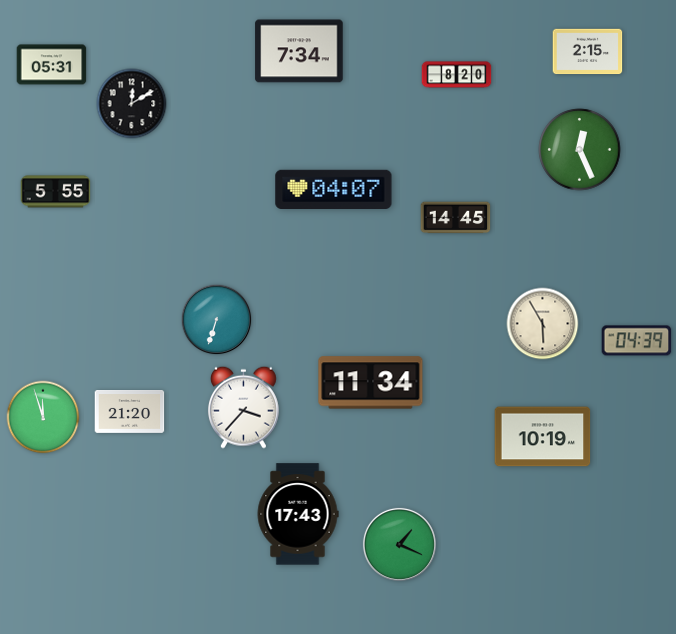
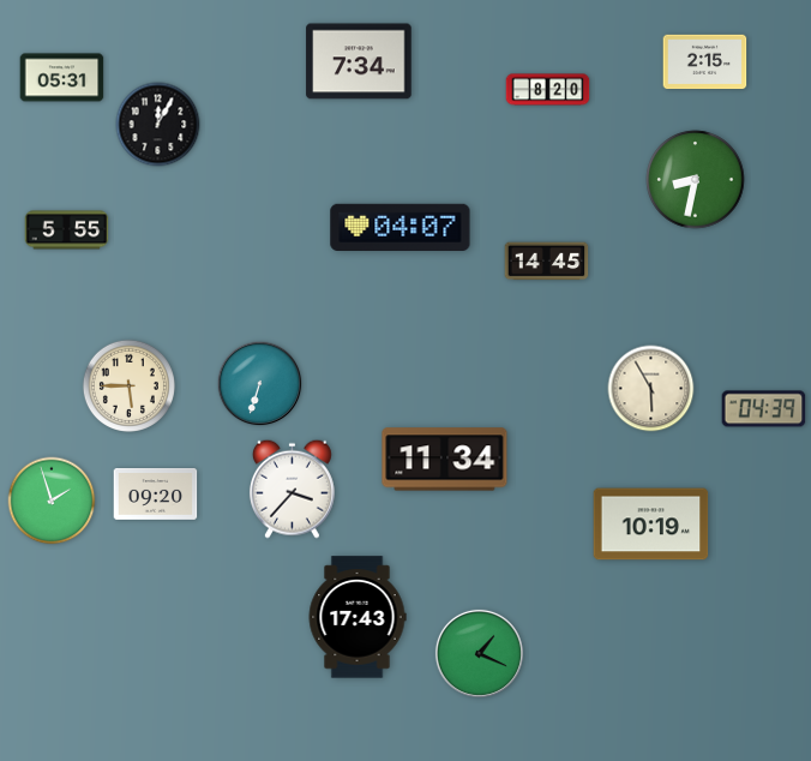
clock at (132, 104): 12:10 -> 12:05
clock at (580, 150): 12:26 -> 8:32
clock at (128, 385): none -> 5:45
clock at (130, 412): 21:20 -> 09:20
clock at (43, 417): 11:57 -> 1:57
